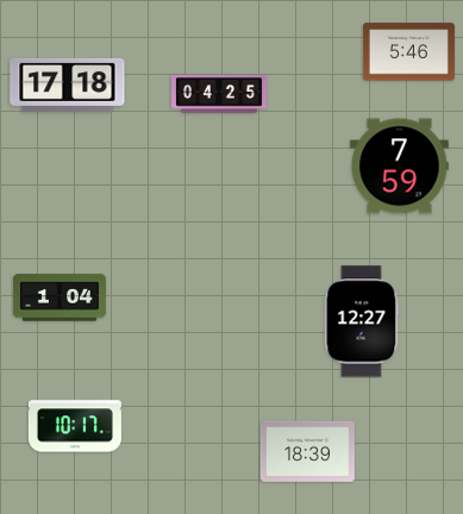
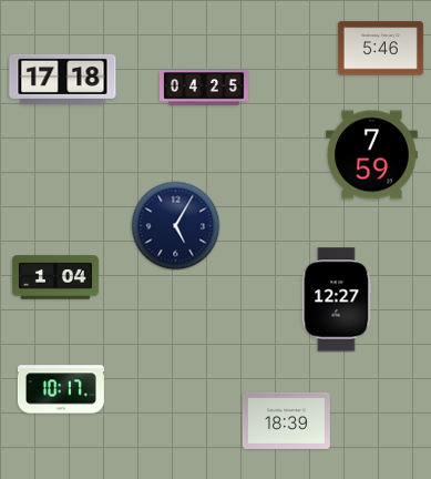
clock at (175, 225): none -> 5:05
clock at (75, 426) position: (75, 426) -> (61, 389)
